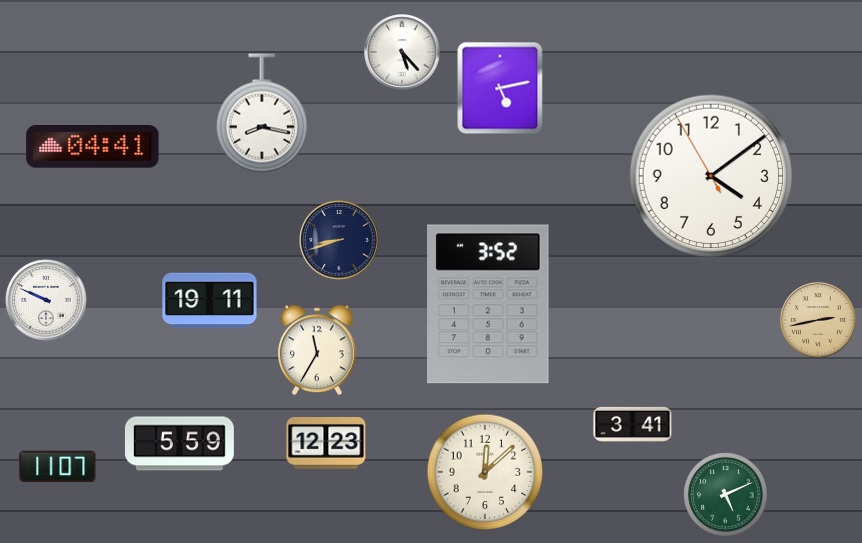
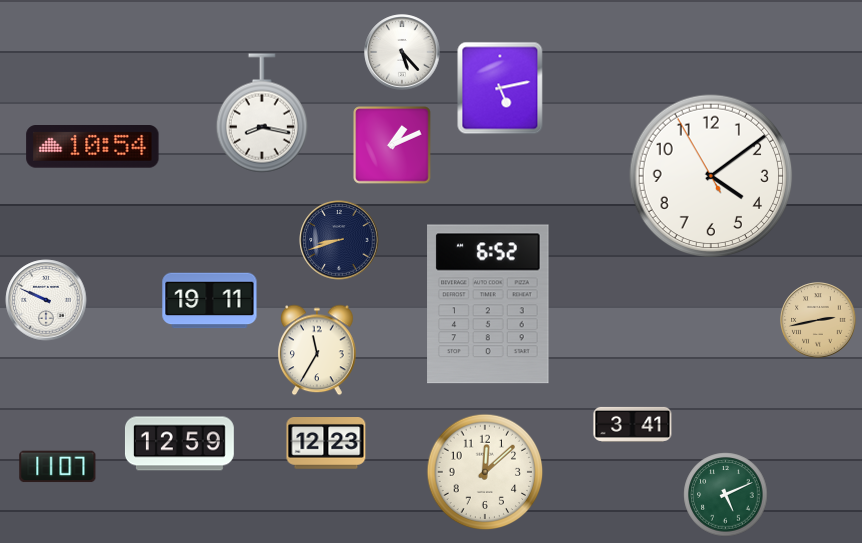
clock at (392, 145): none -> 1:11
clock at (93, 147): 04:41 -> 10:54
clock at (488, 304): 3:52 -> 6:52
clock at (179, 444): 5:59 -> 12:59
